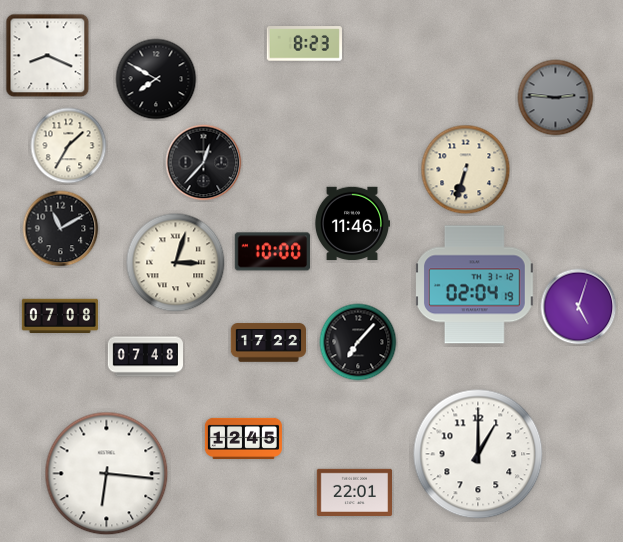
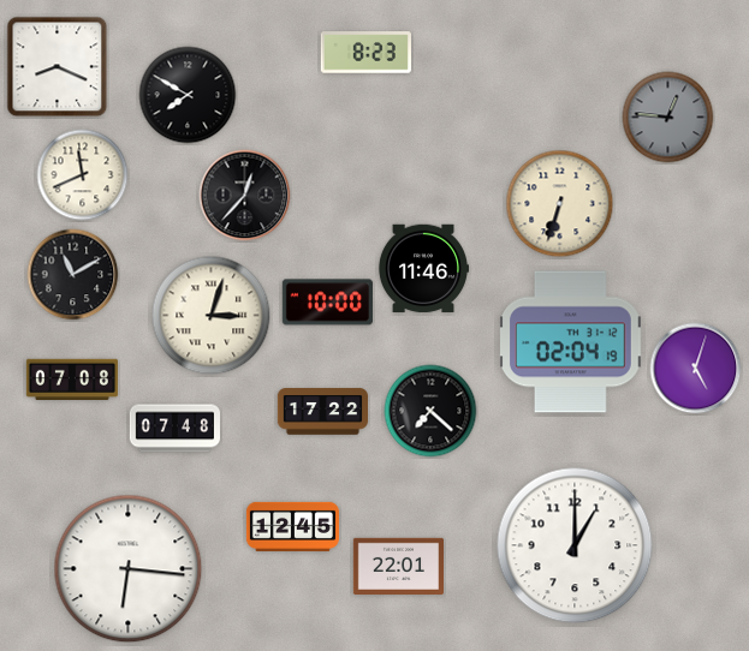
clock at (556, 98): 2:46 -> 12:46
clock at (69, 146): 1:35 -> 11:41
clock at (358, 342): 7:07 -> 7:22
clock at (354, 492) position: (354, 492) -> (398, 566)
